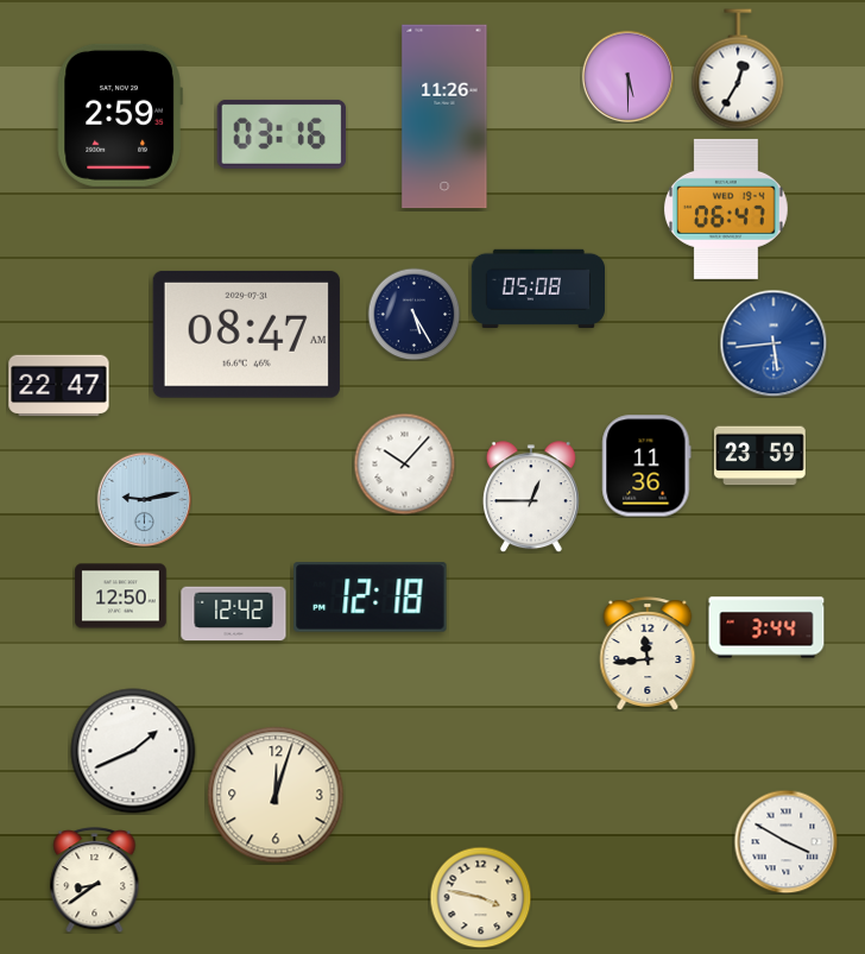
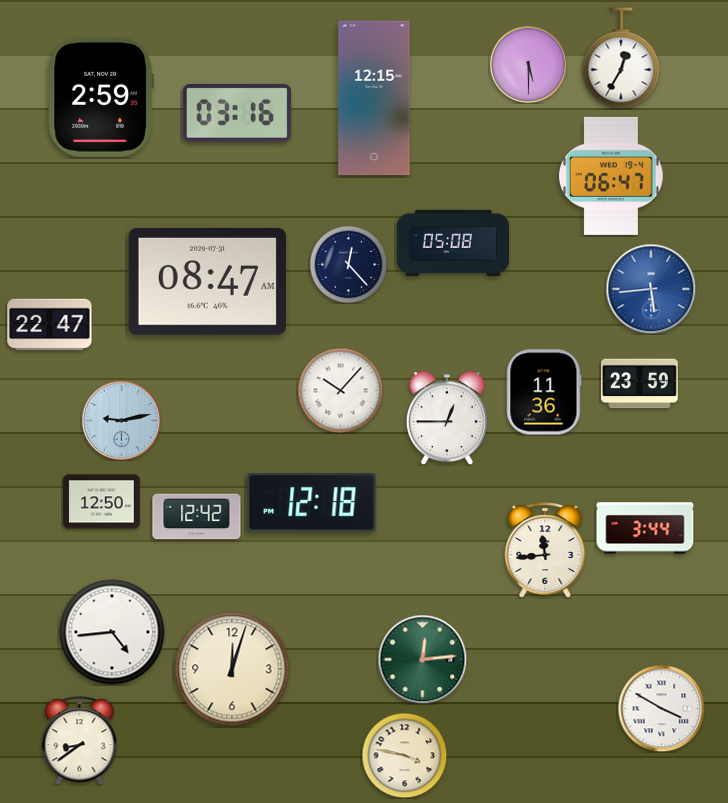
clock at (444, 116): 11:26 -> 12:15
clock at (413, 314): 5:25 -> 12:23
clock at (133, 751): 1:41 -> 4:44
clock at (422, 659): none -> 12:14
